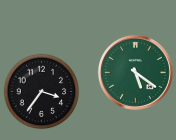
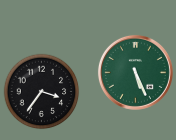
clock at (135, 72): 5:21 -> 5:26
